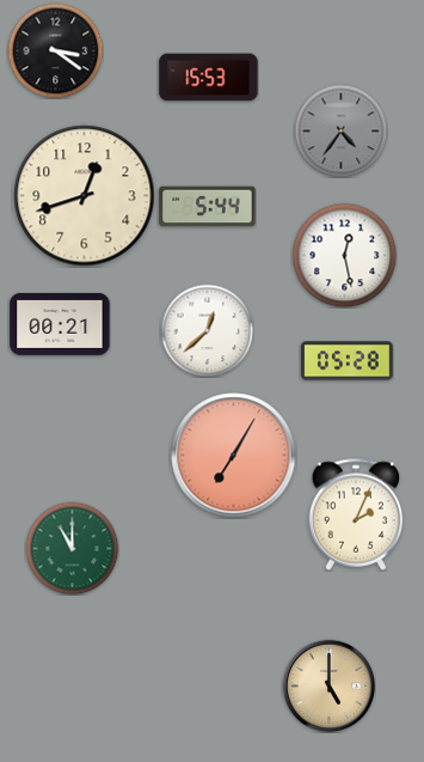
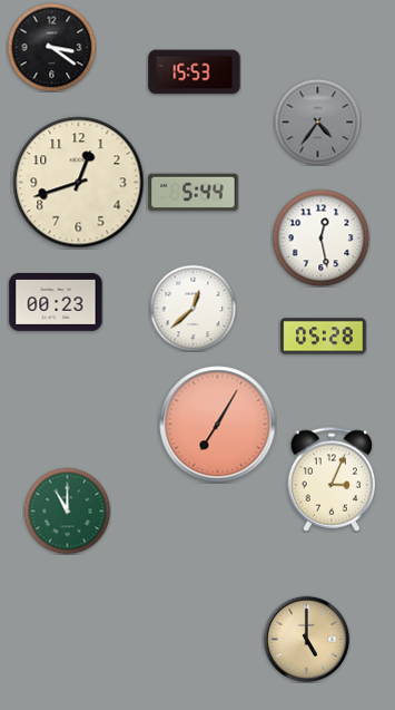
clock at (60, 324): 00:21 -> 00:23
clock at (356, 514): 2:04 -> 3:04
